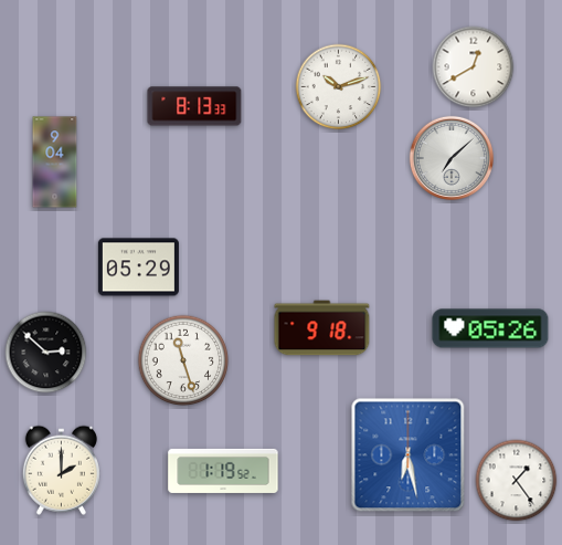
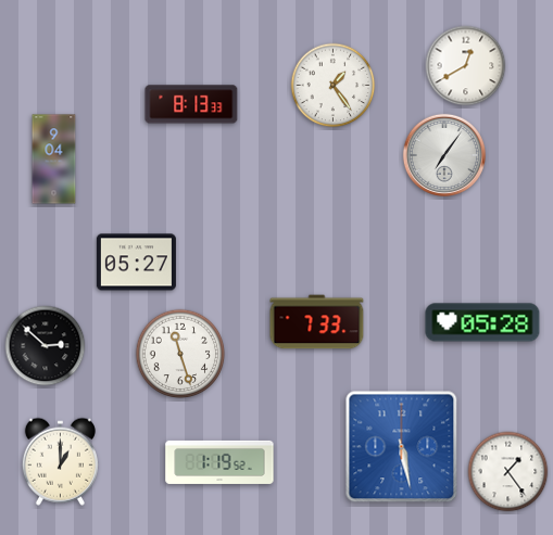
clock at (339, 87): 10:12 -> 1:24
clock at (450, 157): 7:08 -> 7:06
clock at (138, 268): 05:29 -> 05:27
clock at (322, 328): 9:18 -> 7:33
clock at (490, 328): 05:26 -> 05:28
clock at (409, 455): 6:28 -> 5:28
clock at (61, 470): 2:00 -> 1:00
